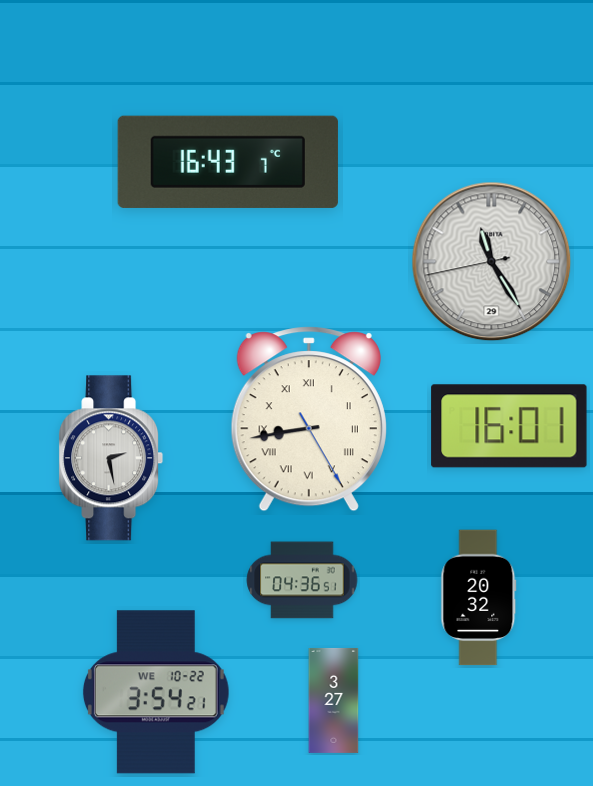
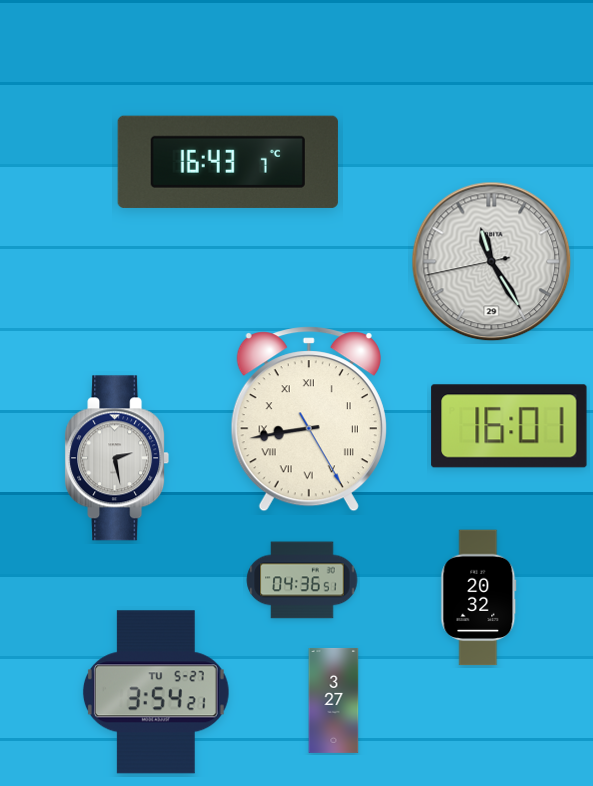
clock at (111, 458) position: (111, 458) -> (117, 458)
clock at (156, 692) date: WE 10-22 -> TU 5-27
